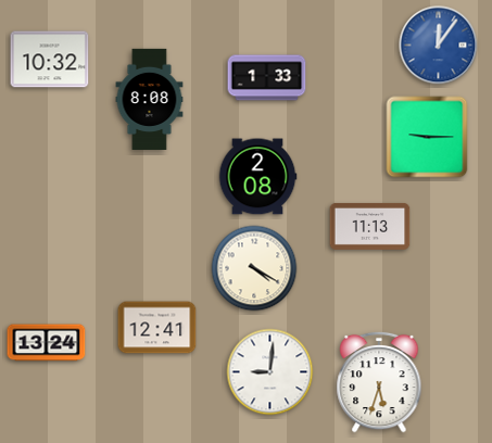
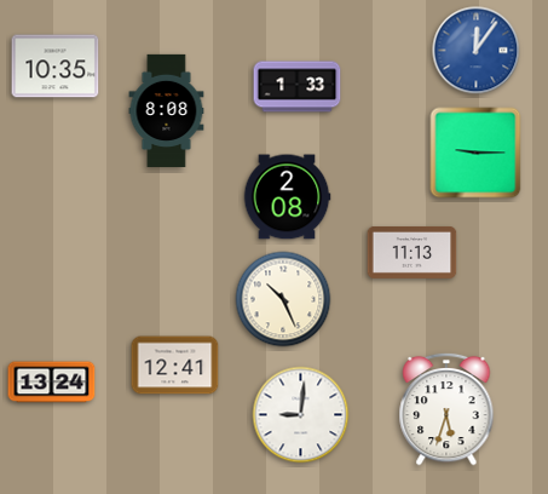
clock at (439, 46) position: (439, 46) -> (477, 51)
clock at (50, 60): 10:32 -> 10:35
clock at (254, 268): 4:20 -> 10:26
clock at (379, 382) position: (379, 382) -> (446, 409)
